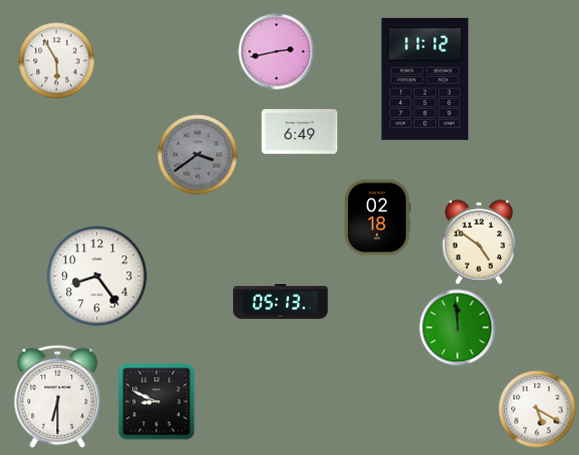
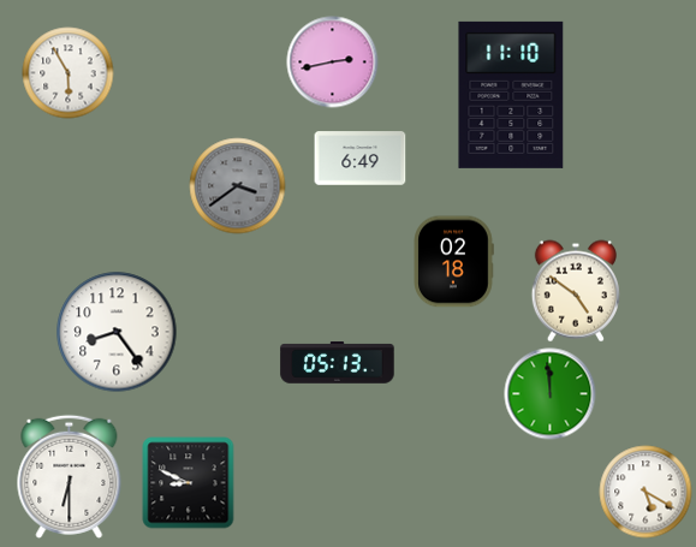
clock at (425, 79): 11:12 -> 11:10
